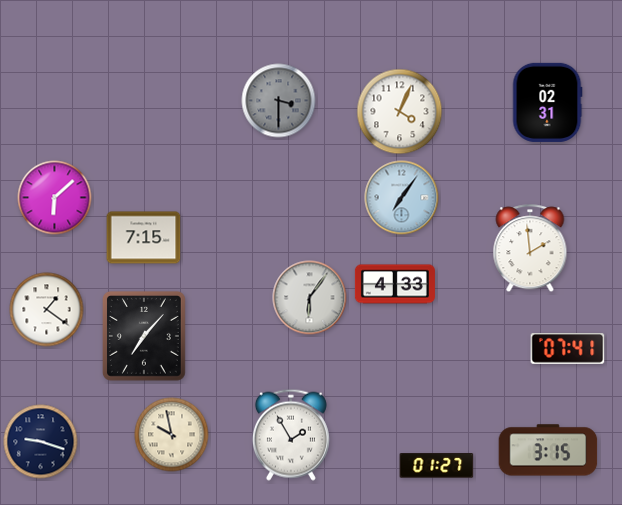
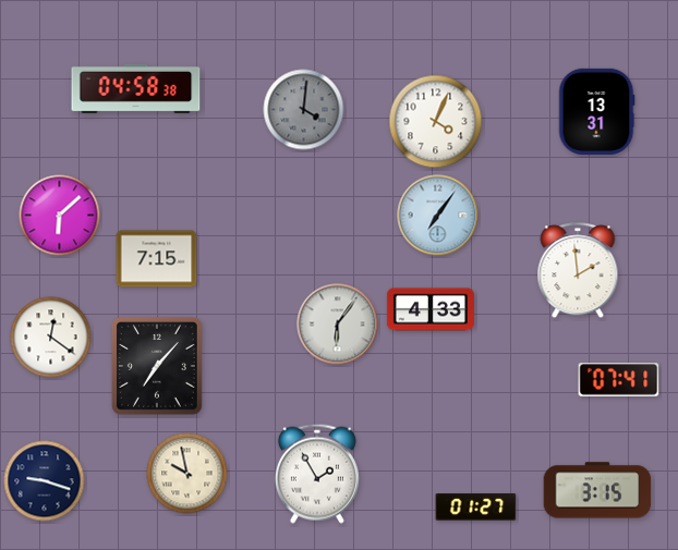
clock at (136, 88): none -> 04:58
clock at (279, 101): 3:30 -> 4:01
clock at (547, 102): 02:31 -> 13:31
clock at (47, 310): 1:21 -> 12:21
